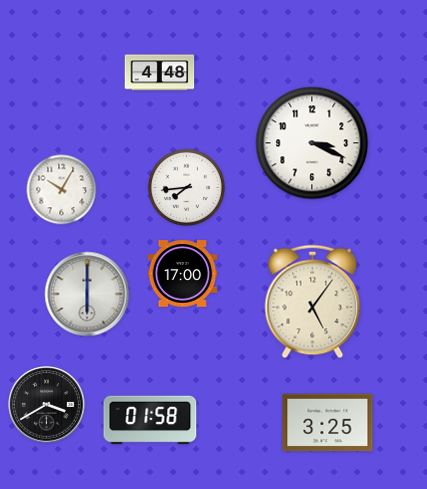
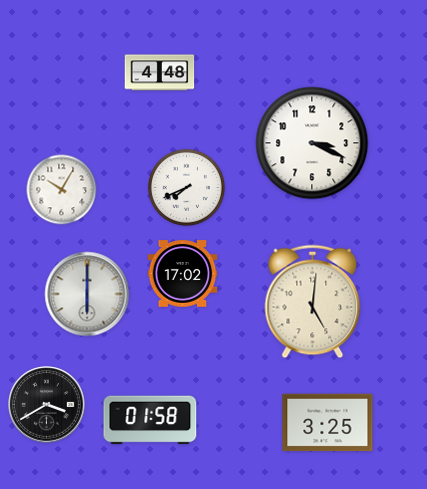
clock at (186, 187): 7:44 -> 7:41
clock at (183, 274): 17:00 -> 17:02
clock at (313, 302): 5:06 -> 5:01
